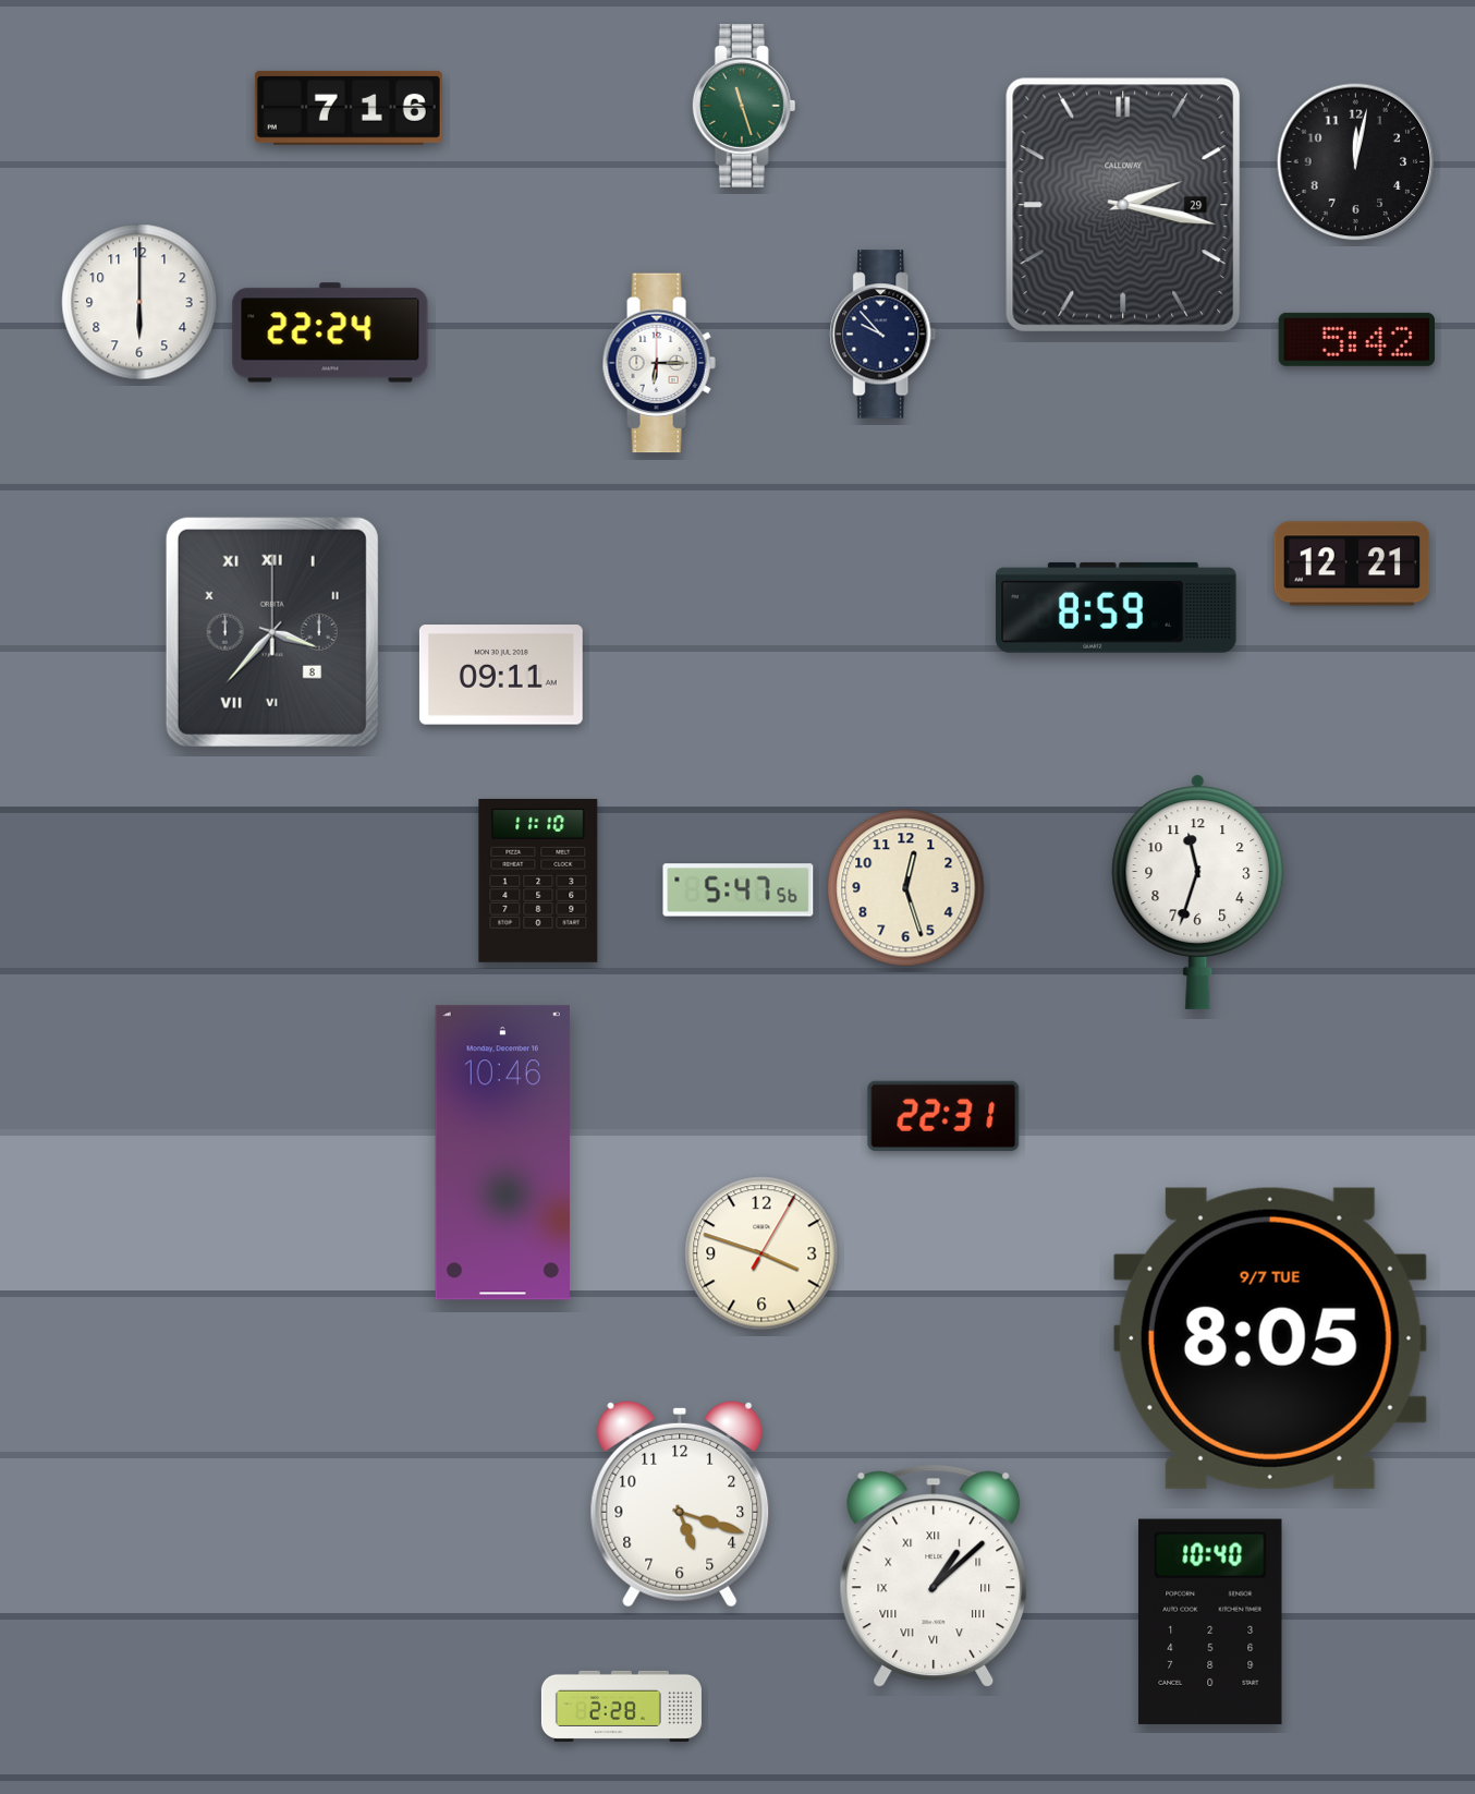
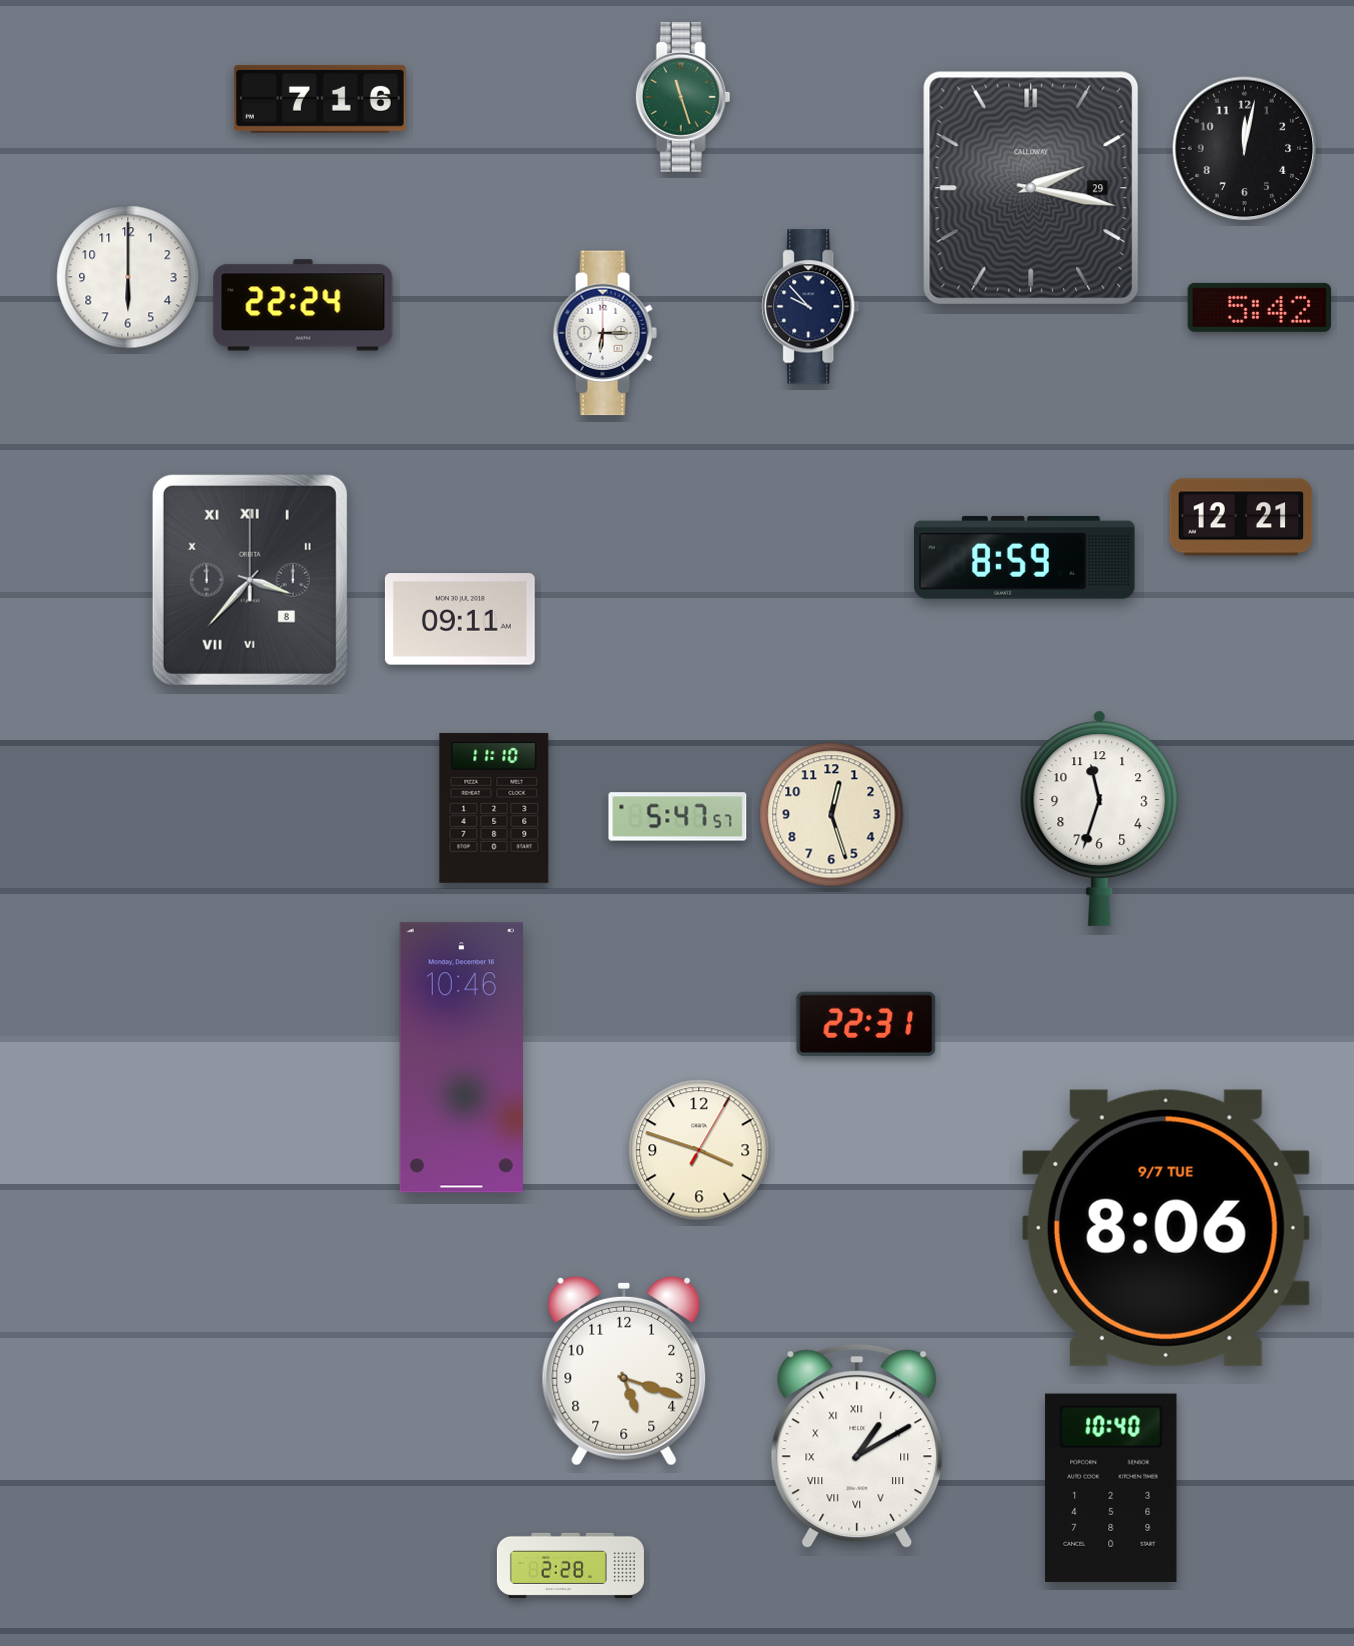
clock at (1356, 339) position: (1356, 339) -> (1259, 307)
clock at (739, 890): 5:47:56 -> 5:47:57
clock at (1270, 1338): 8:05 -> 8:06
clock at (680, 1504) position: (680, 1504) -> (624, 1371)
clock at (934, 1576): 1:08 -> 1:10
